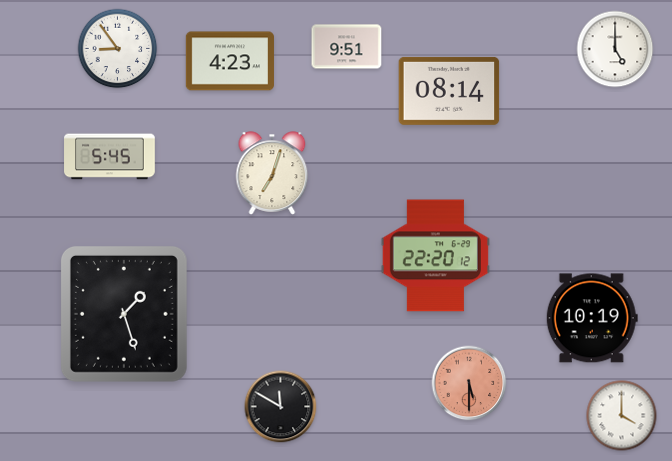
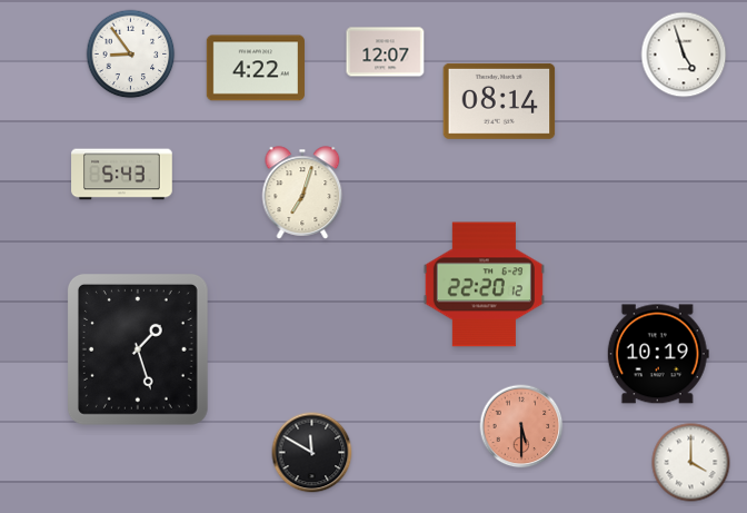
clock at (347, 47): 9:51 -> 12:07
clock at (615, 49): 5:00 -> 4:57
clock at (230, 61): 4:23 -> 4:22
clock at (110, 157): 5:45 -> 5:43
